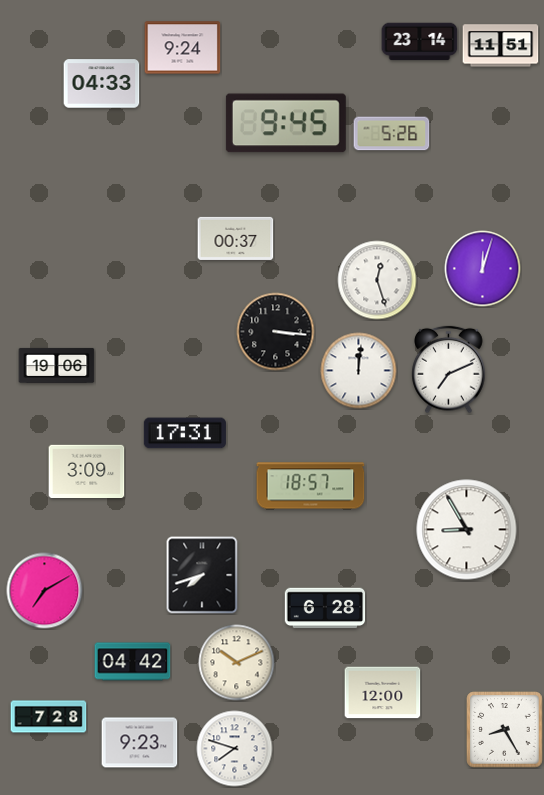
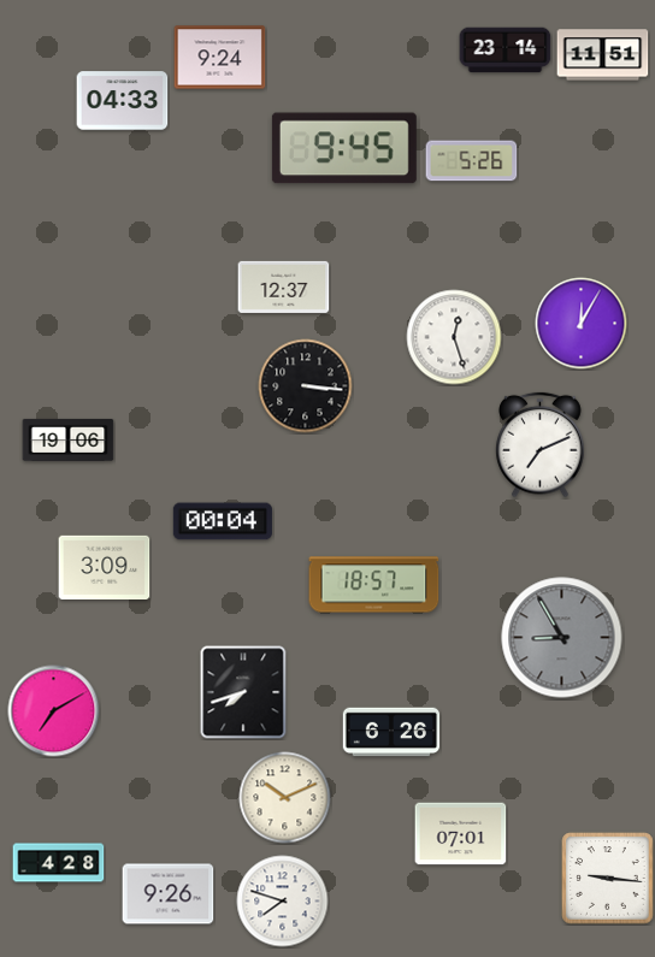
clock at (236, 238): 00:37 -> 12:37
clock at (483, 269): 12:03 -> 12:05
clock at (276, 332) position: (276, 332) -> (306, 386)
clock at (359, 371): 12:01 -> none
clock at (185, 433): 17:31 -> 00:04
clock at (467, 530) dial: white -> grey
clock at (325, 608): 6:28 -> 6:26
clock at (133, 662): 04:42 -> none
clock at (383, 693): 12:00 -> 07:01
clock at (49, 717): 7:28 -> 4:28
clock at (505, 730): 8:25 -> 9:16
clock at (140, 743): 9:23 -> 9:26
